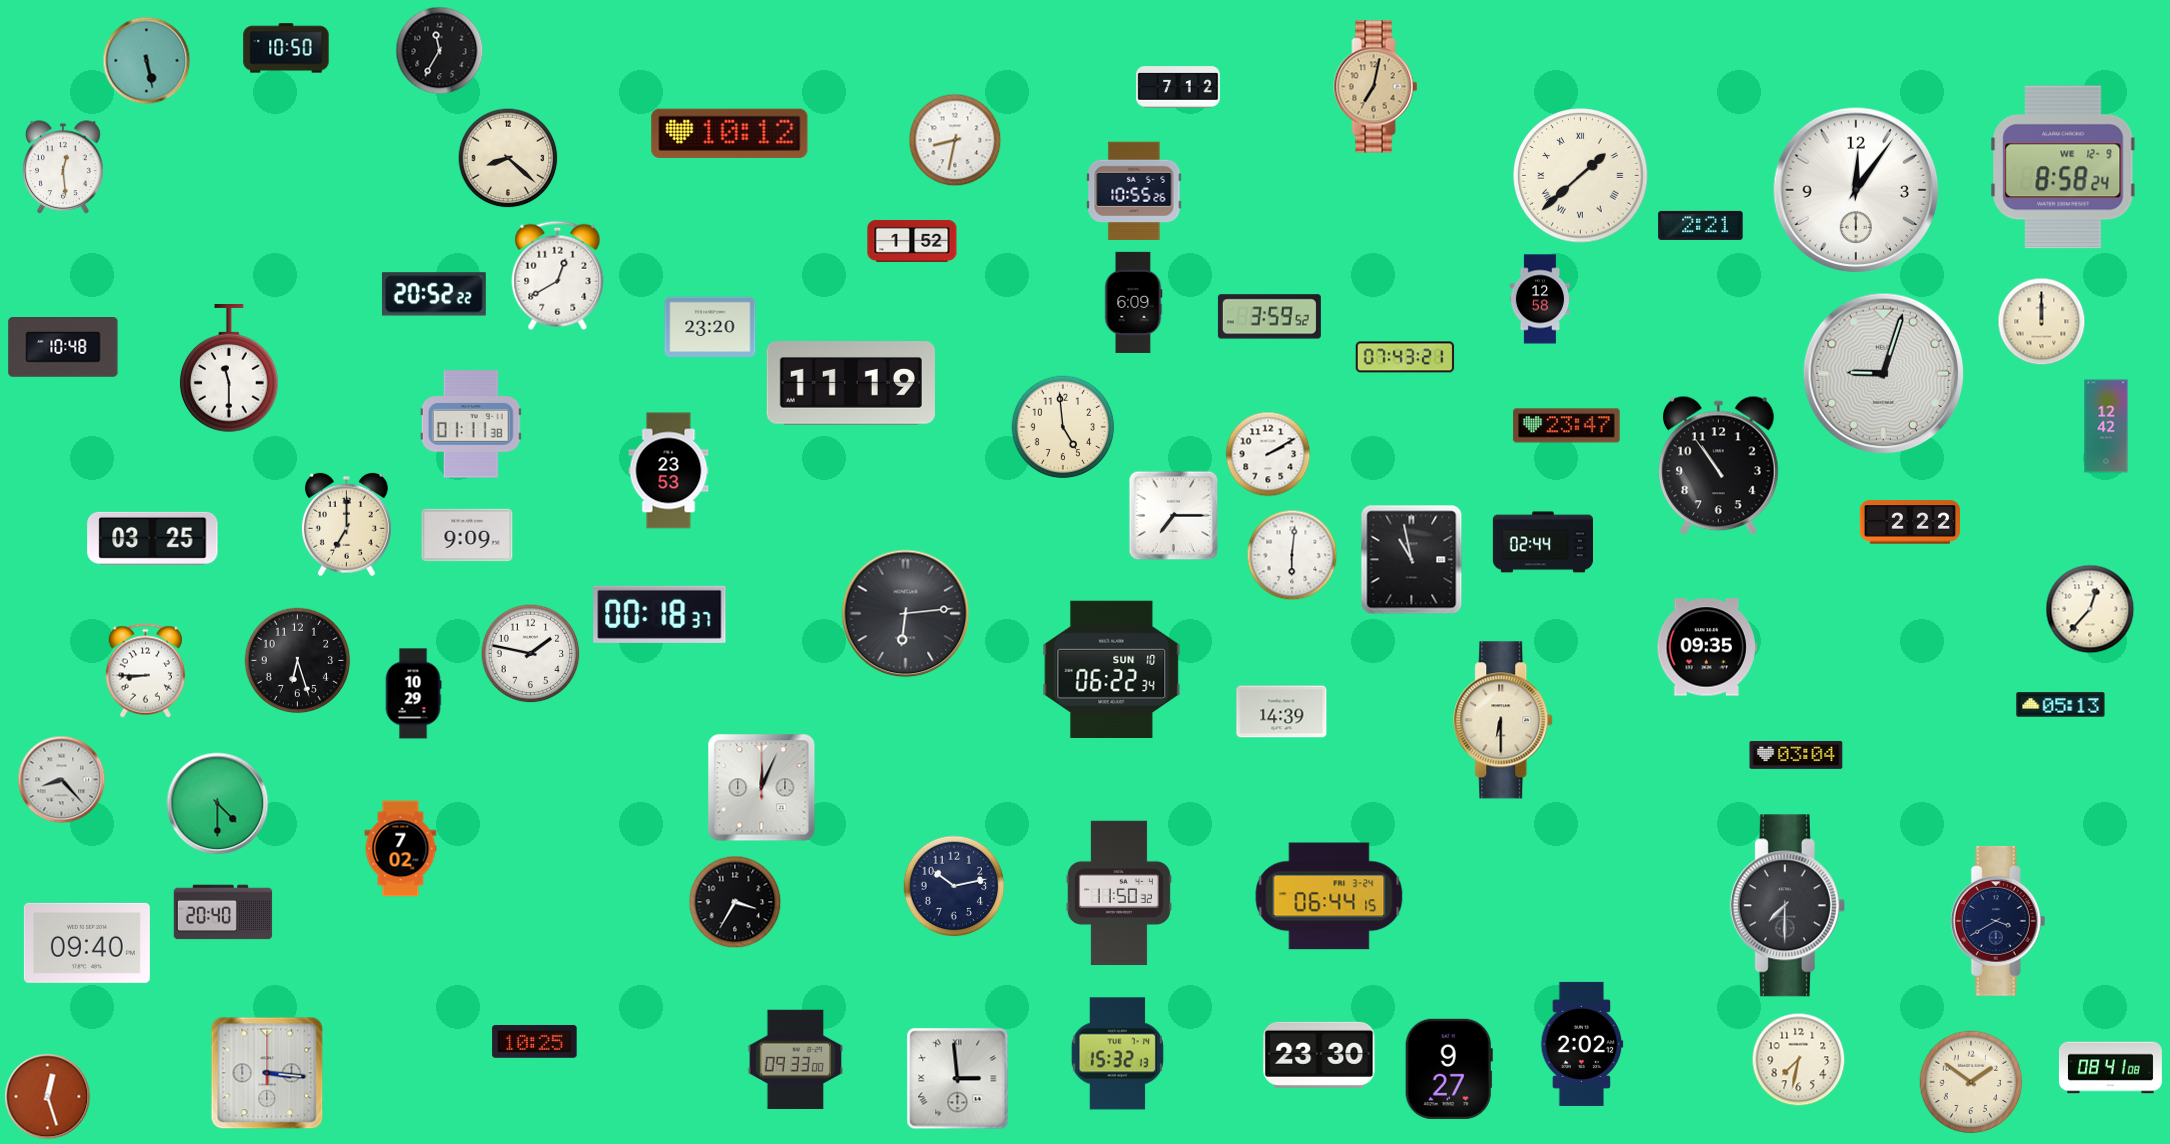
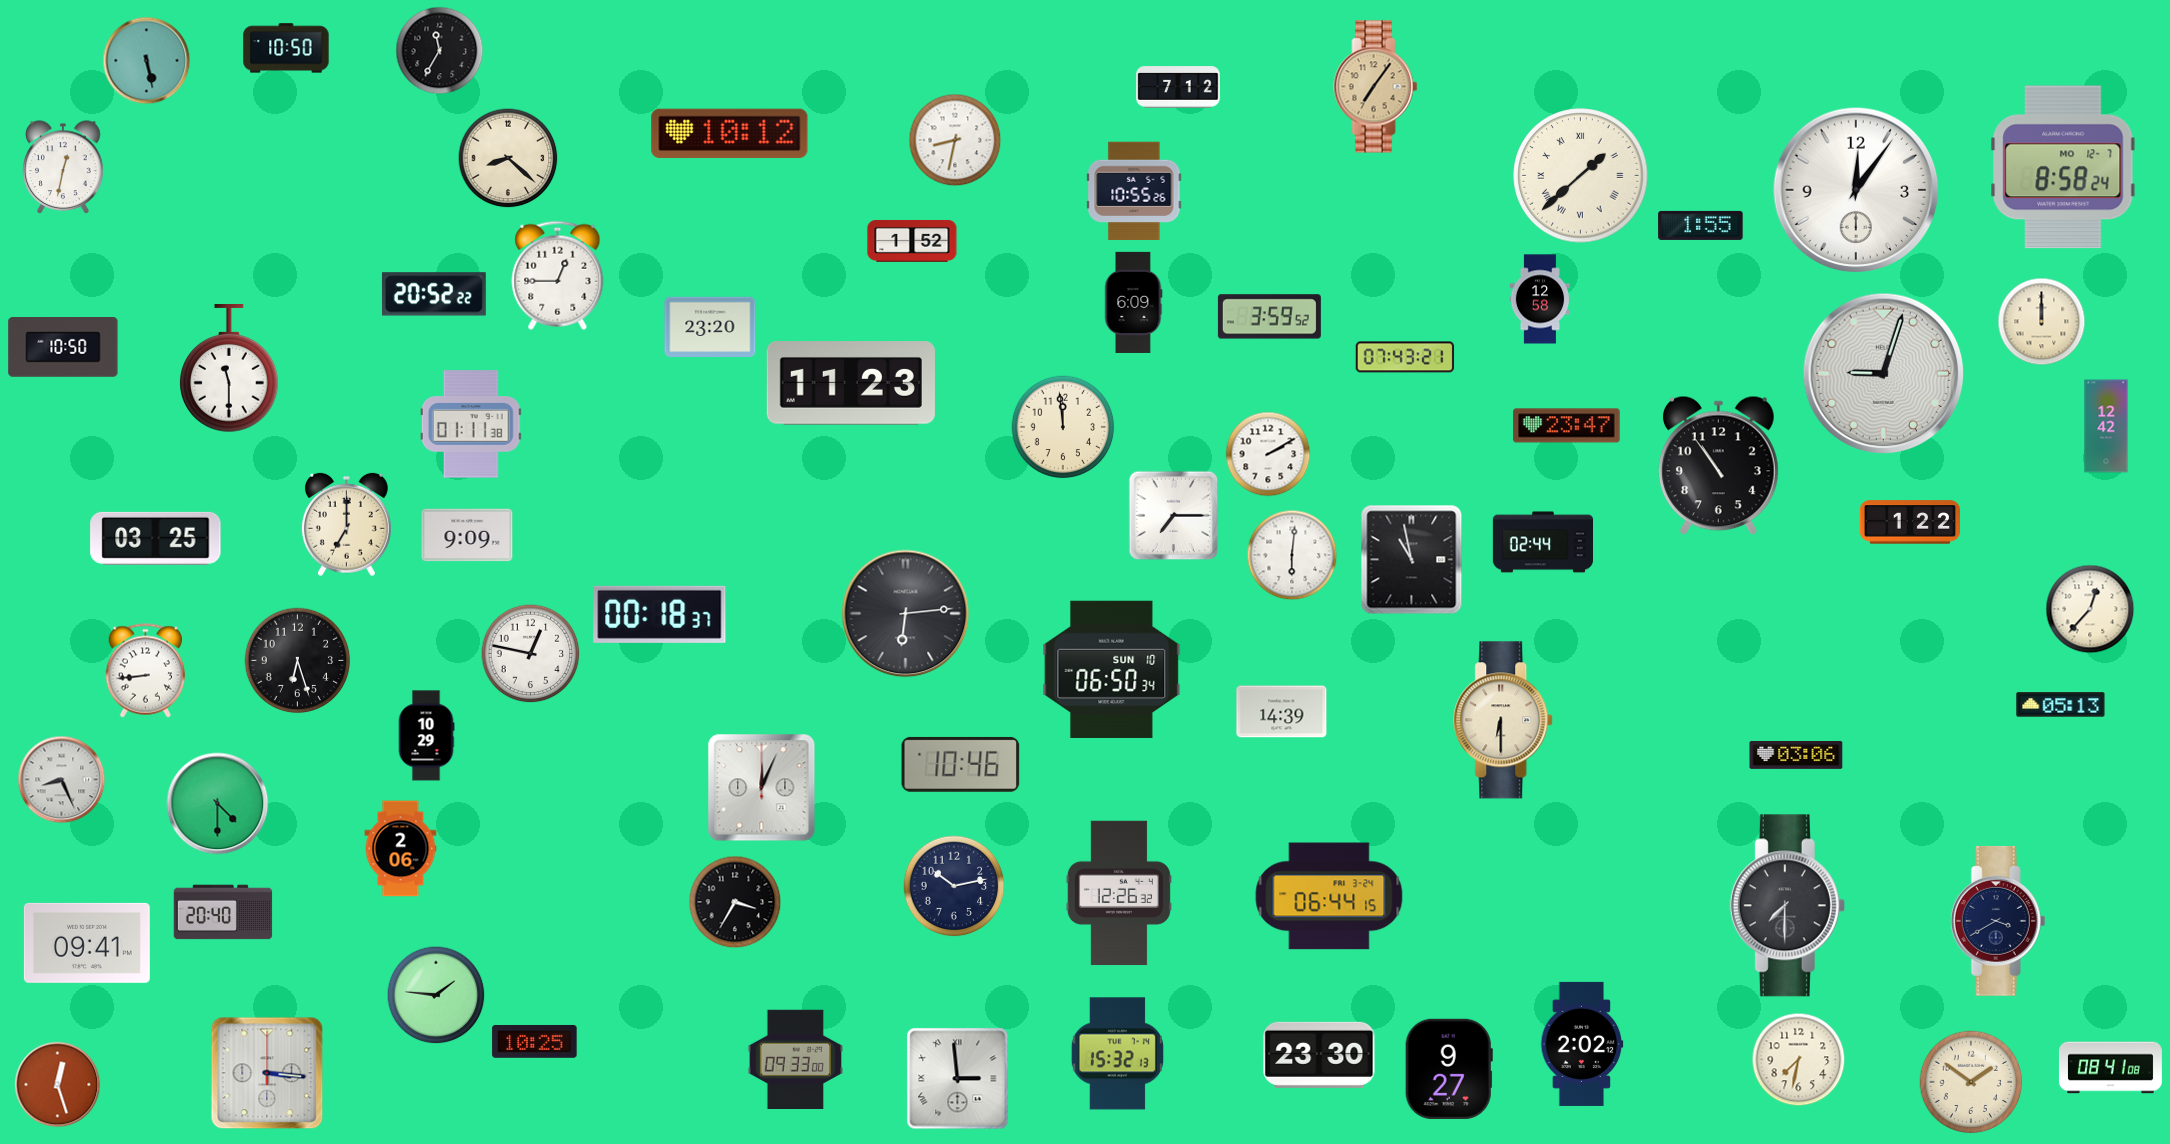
clock at (1376, 87): 7:02 -> 7:06
clock at (63, 167): 12:29 -> 12:32
clock at (2063, 167) date: WE 12-9 -> MO 12-7
clock at (1701, 225): 2:21 -> 1:55
clock at (558, 275): 12:40 -> 12:45
clock at (63, 348): 10:48 -> 10:50
clock at (851, 383): 11:19 -> 11:23
clock at (1063, 427): 4:59 -> 11:59
clock at (669, 471): 23:53 -> none
clock at (1909, 522): 2:22 -> 1:22
clock at (153, 538) position: (153, 538) -> (156, 538)
clock at (1707, 647): 09:35 -> none
clock at (531, 654): 1:47 -> 12:47
clock at (1112, 669): 06:22 -> 06:50
clock at (145, 671): 8:45 -> 8:44
clock at (413, 694) position: (413, 694) -> (426, 736)
clock at (1796, 755): 03:04 -> 03:06
clock at (961, 764): none -> 10:46
clock at (62, 780): 8:23 -> 8:26
clock at (401, 849): 7:02 -> 2:06
clock at (1119, 893): 11:50 -> 12:26
clock at (87, 943): 09:40 -> 09:41
clock at (436, 995): none -> 1:46
clock at (48, 1097) position: (48, 1097) -> (58, 1085)
